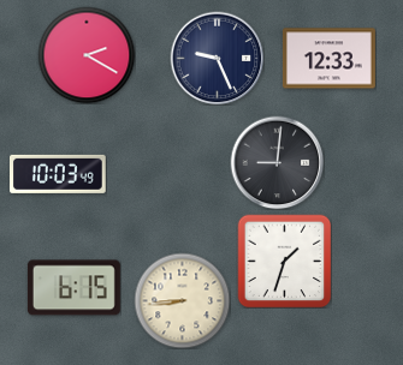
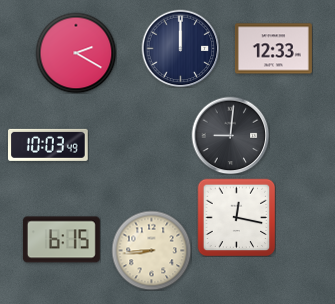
clock at (87, 55) position: (87, 55) -> (76, 53)
clock at (217, 58): 9:26 -> 12:00
clock at (284, 261): 1:33 -> 12:17
